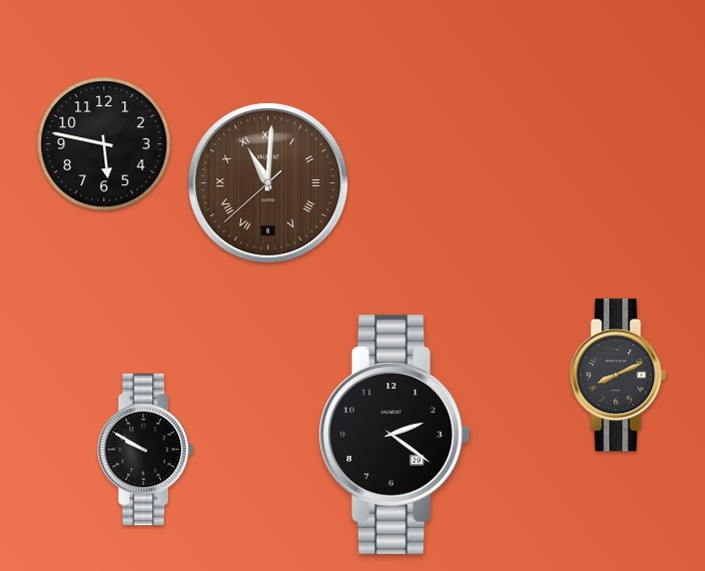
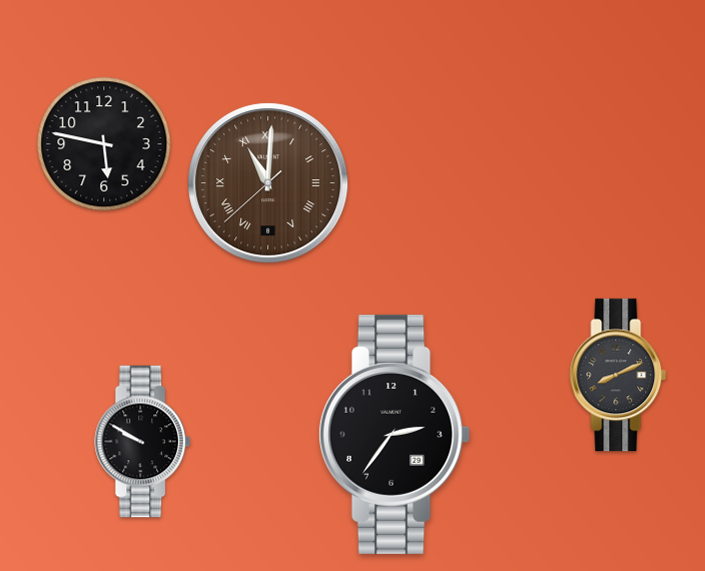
clock at (394, 434): 2:21 -> 2:36
clock at (146, 450) position: (146, 450) -> (143, 442)
